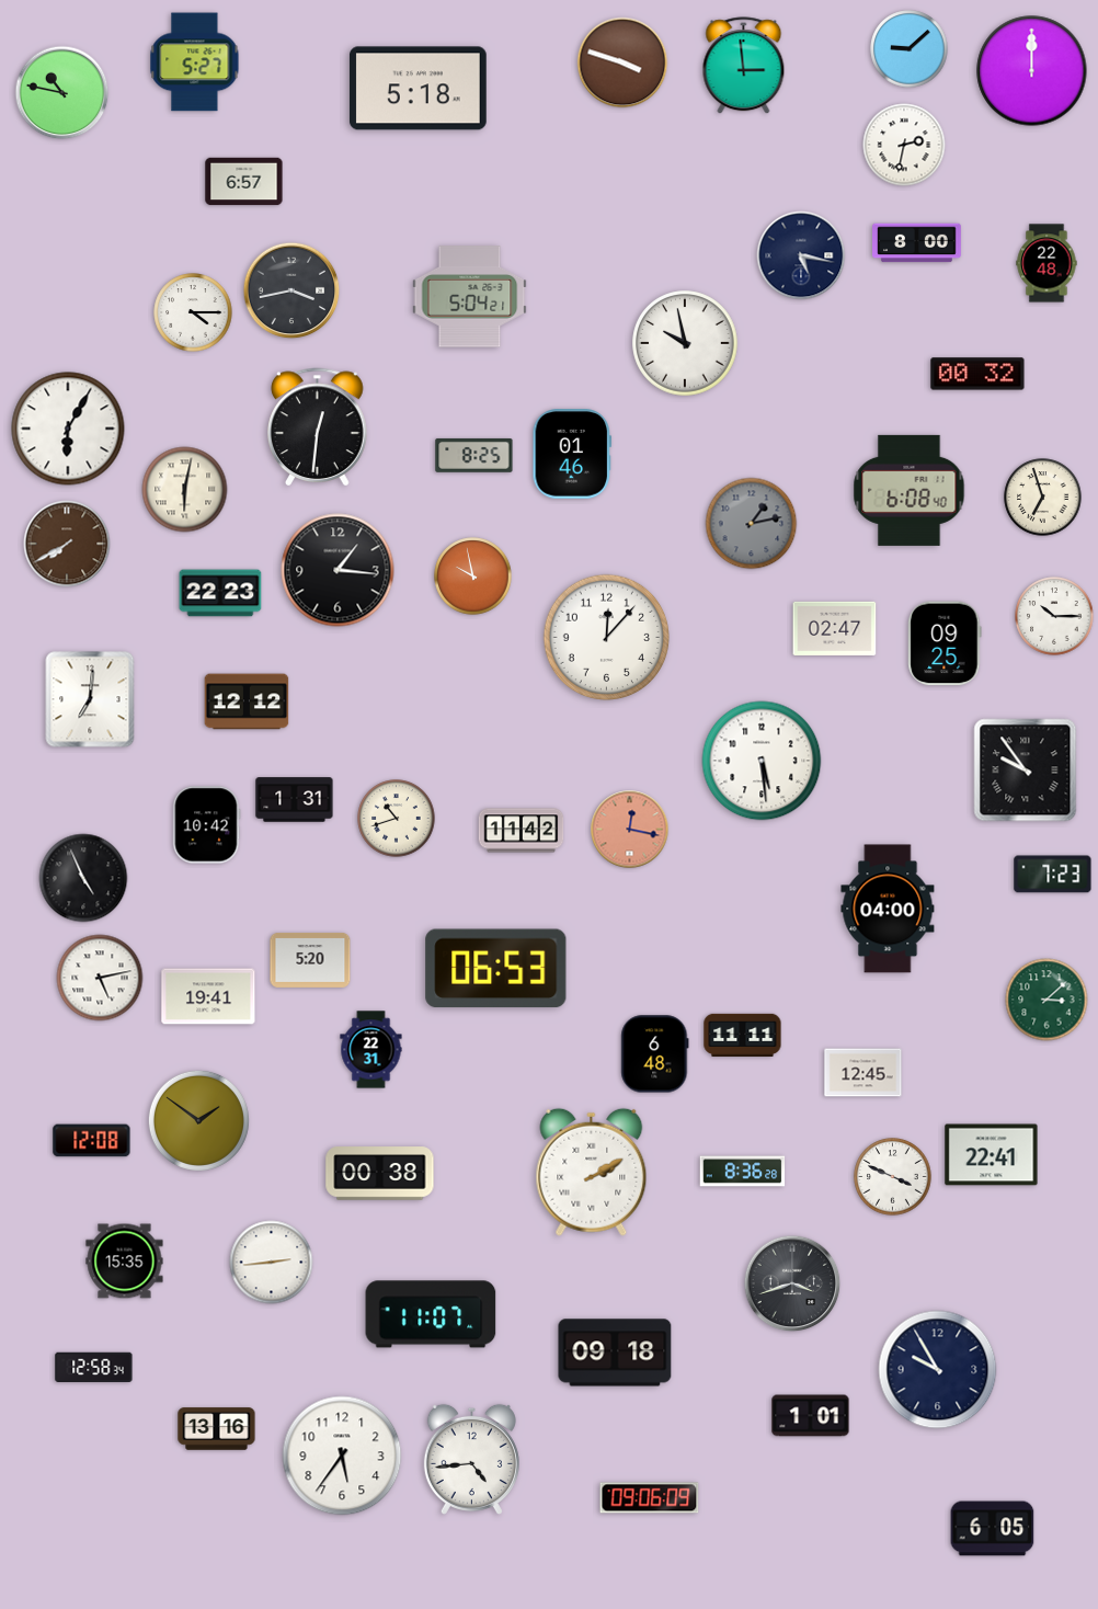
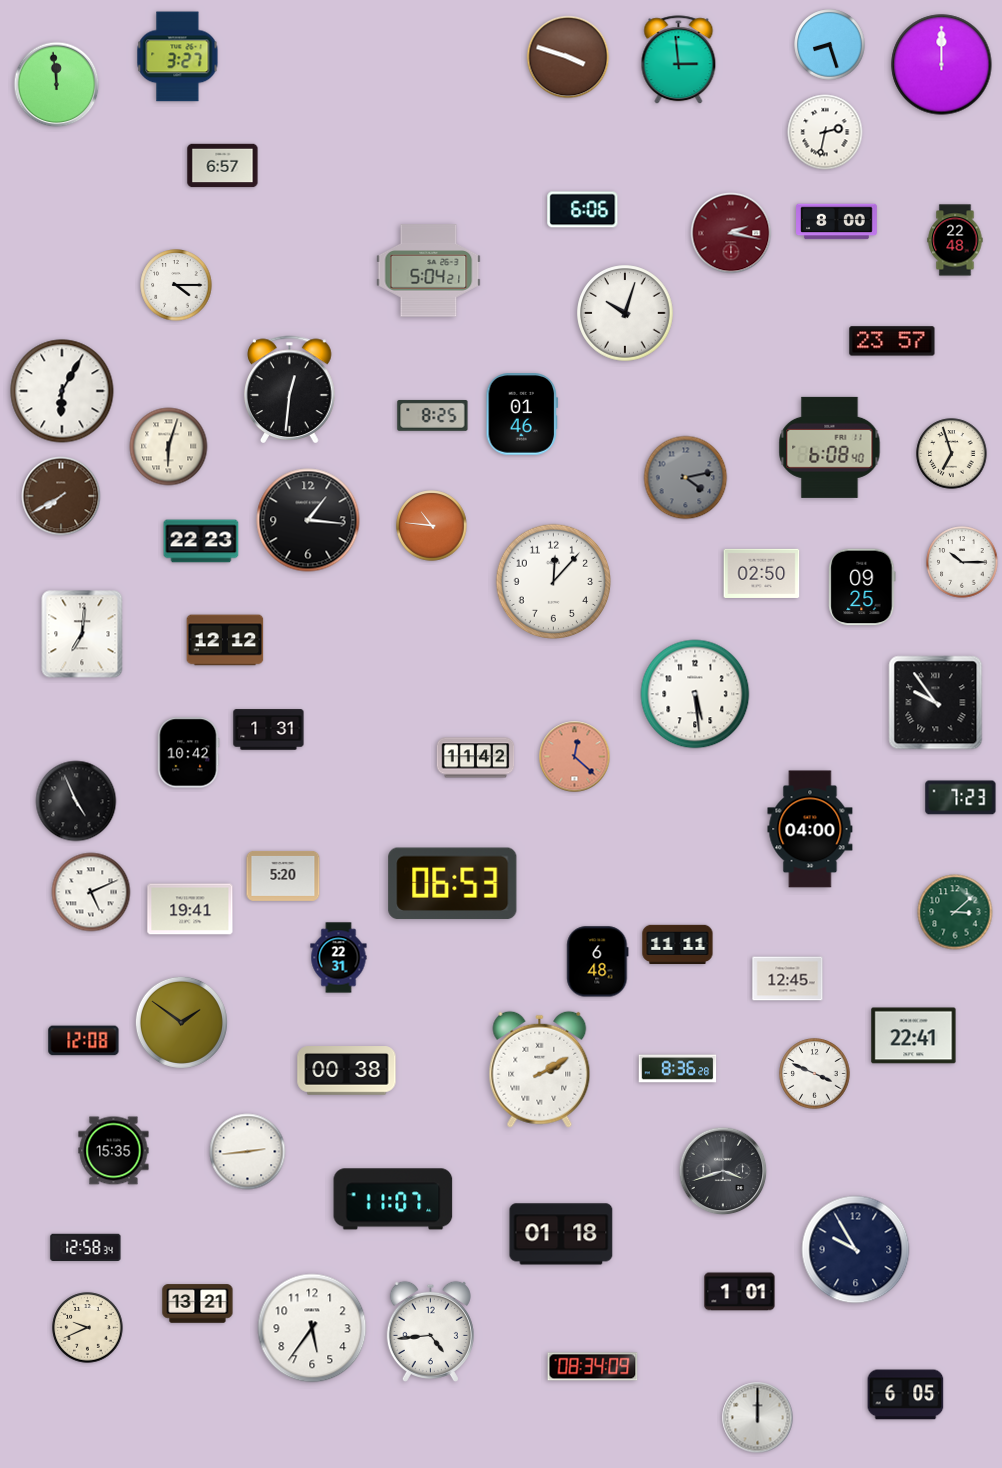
clock at (910, 49): 9:08 -> 8:27
clock at (195, 62): 5:27 -> 3:27
clock at (418, 89): 5:18 -> none
clock at (62, 93): 10:47 -> 11:59
clock at (583, 210): none -> 6:06
clock at (801, 255): 5:17 -> 2:17
clock at (801, 255) dial: navy -> burgundy
clock at (291, 290): 3:43 -> none
clock at (685, 343): 9:58 -> 10:03
clock at (977, 374): 00:32 -> 23:57
clock at (185, 490): 6:02 -> 6:03
clock at (752, 524): 1:13 -> 4:13
clock at (473, 577): 9:58 -> 10:46
clock at (835, 628): 02:47 -> 02:50
clock at (90, 699) position: (90, 699) -> (82, 634)
clock at (397, 819): 10:42 -> none
clock at (630, 830): 12:17 -> 12:22
clock at (100, 978): 5:13 -> 5:11
clock at (992, 1155) position: (992, 1155) -> (914, 1036)
clock at (615, 1353): 09:18 -> 01:18
clock at (217, 1429): 13:16 -> 13:21
clock at (88, 1328): none -> 9:41
clock at (650, 1498): 09:06 -> 08:34
clock at (758, 1418): none -> 12:00
